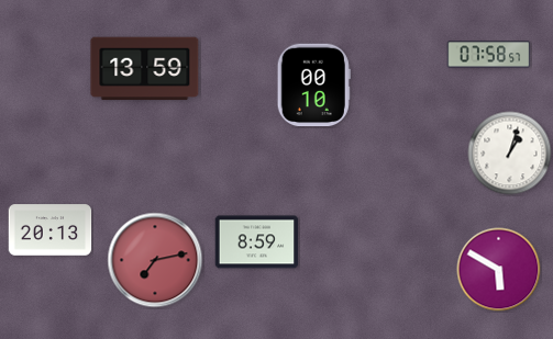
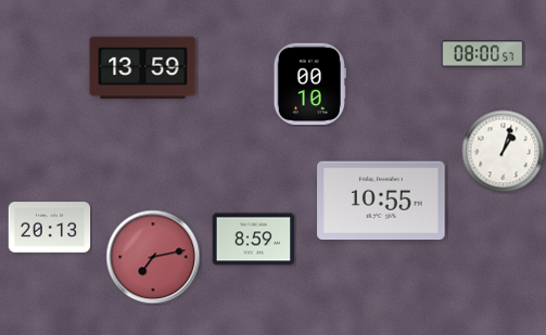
clock at (489, 55): 07:58 -> 08:00
clock at (381, 201): none -> 10:55
clock at (499, 270): 5:50 -> none
